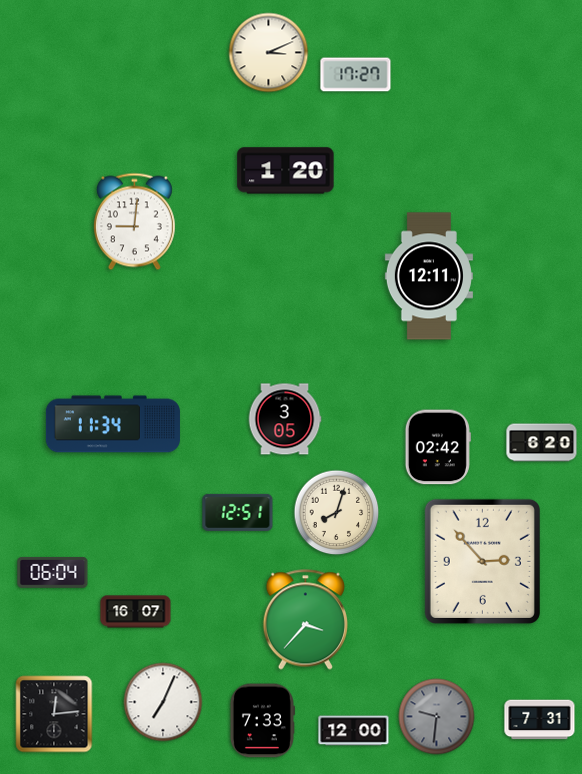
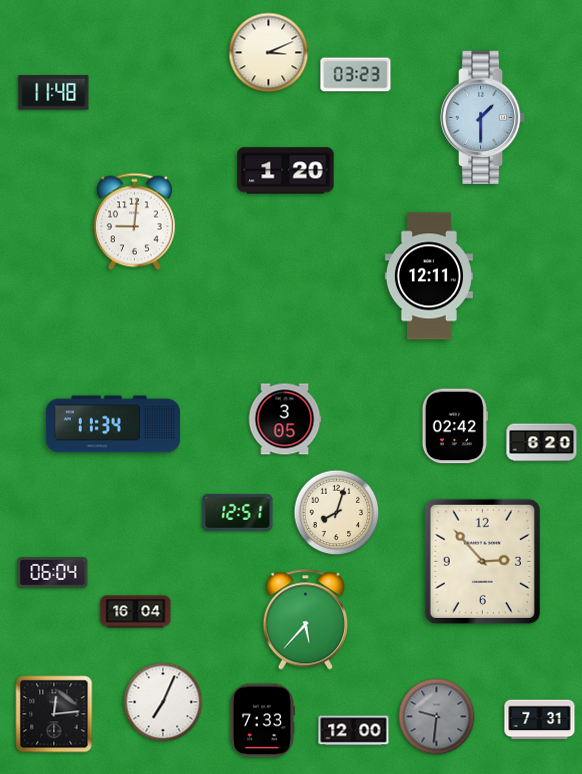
clock at (356, 75): 17:27 -> 03:23
clock at (54, 93): none -> 11:48
clock at (483, 117): none -> 1:30
clock at (438, 447) position: (438, 447) -> (455, 426)
clock at (136, 612): 16:07 -> 16:04
clock at (305, 620): 3:37 -> 5:37
